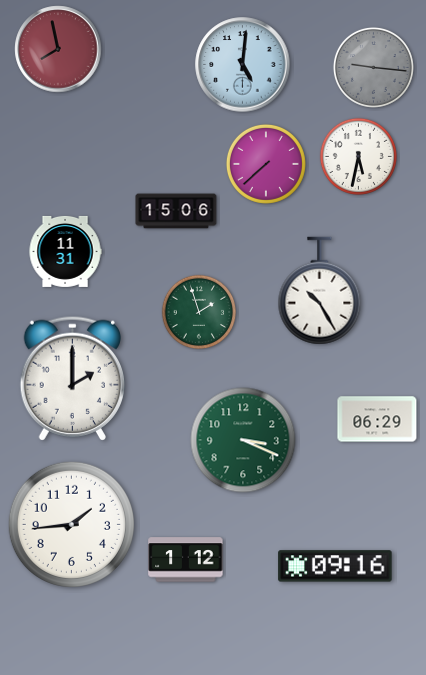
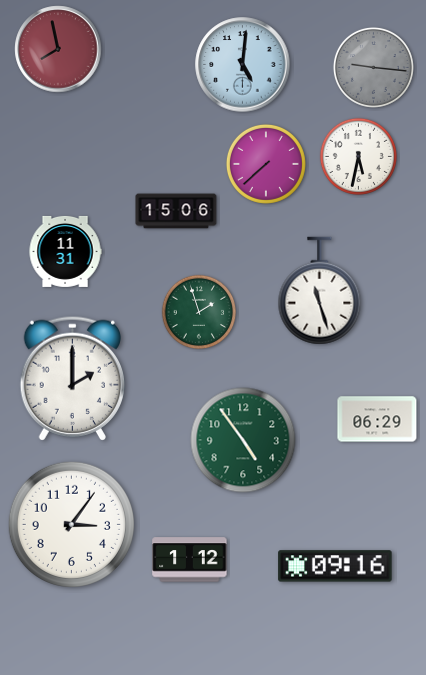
clock at (320, 291): 10:25 -> 11:27
clock at (243, 440): 3:19 -> 4:54
clock at (71, 524): 1:44 -> 3:06
clock at (186, 560) position: (186, 560) -> (190, 560)
